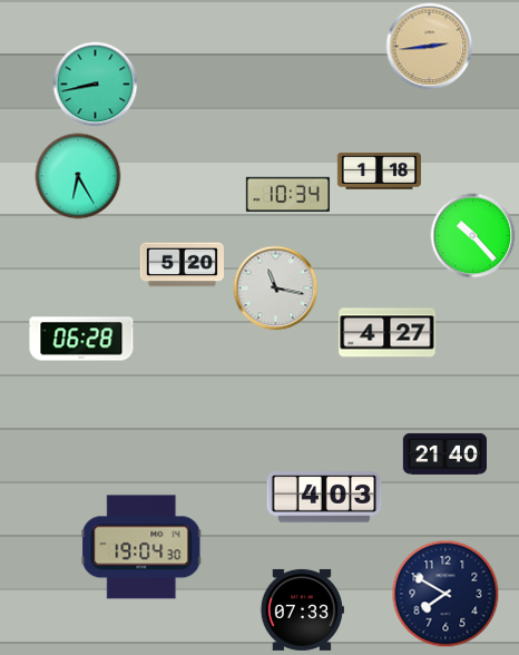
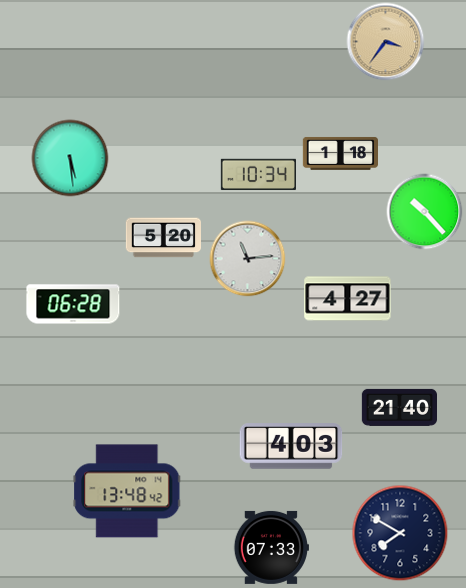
clock at (430, 47): 2:44 -> 3:36
clock at (96, 85): 8:43 -> none
clock at (78, 176): 6:25 -> 5:29
clock at (276, 289): 11:17 -> 11:14
clock at (141, 547): 19:04 -> 13:48
